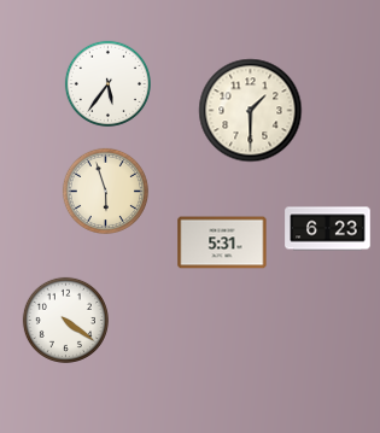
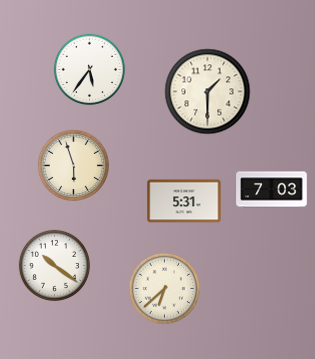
clock at (105, 191) position: (105, 191) -> (73, 165)
clock at (328, 229): 6:23 -> 7:03
clock at (65, 320): 4:21 -> 10:21
clock at (164, 288): none -> 6:38
